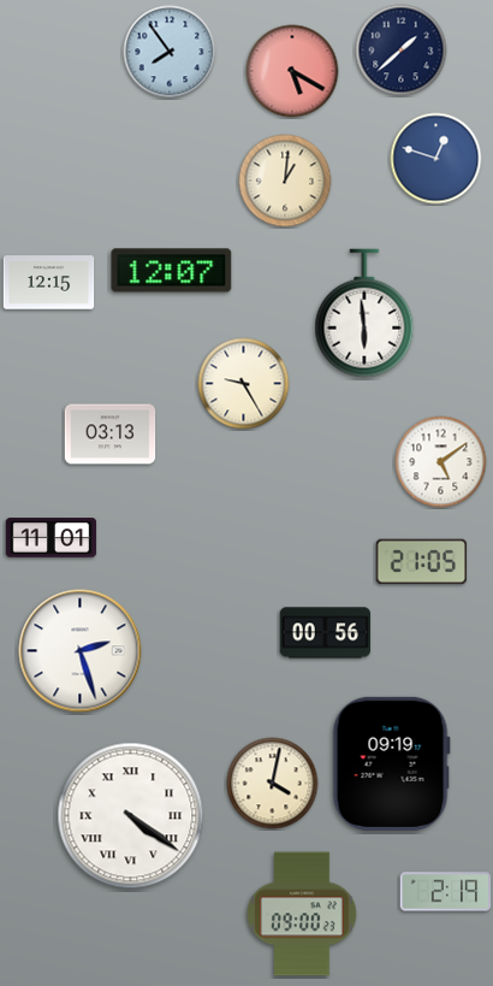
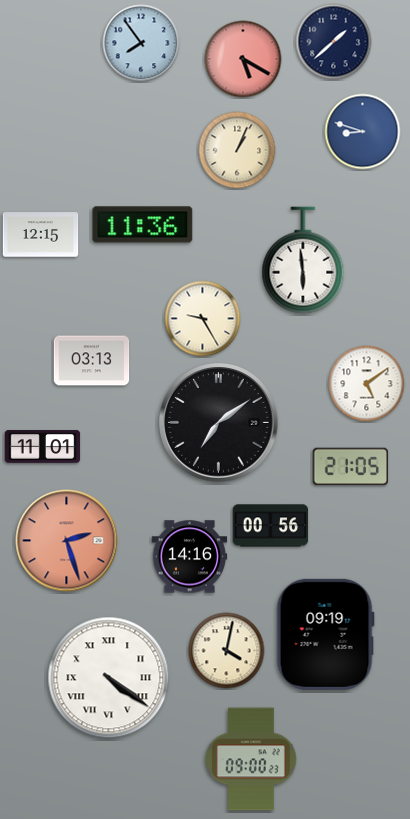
clock at (436, 159): 12:48 -> 8:48
clock at (285, 181): 1:01 -> 1:04
clock at (172, 271): 12:07 -> 11:36
clock at (219, 423): none -> 7:09
clock at (81, 651) dial: white -> salmon
clock at (190, 557): none -> 14:16
clock at (446, 892): 2:19 -> none
